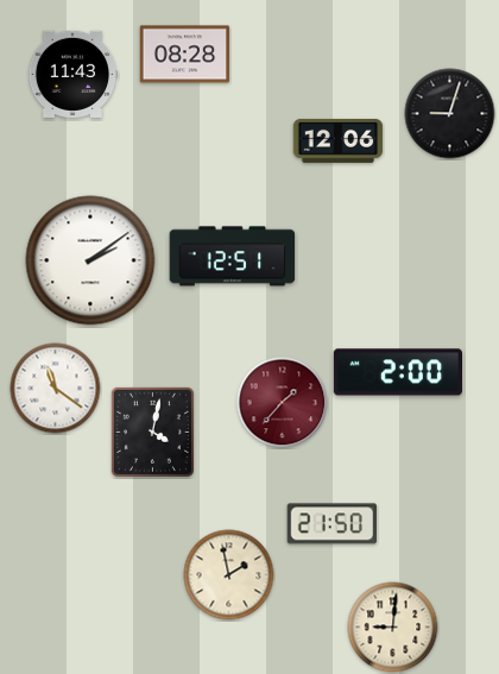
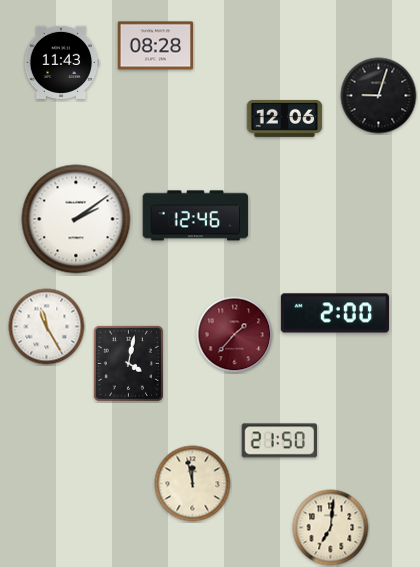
clock at (233, 257): 12:51 -> 12:46
clock at (56, 389): 11:21 -> 11:25
clock at (283, 403) position: (283, 403) -> (235, 335)
clock at (229, 575): 1:58 -> 11:58
clock at (393, 628): 9:01 -> 7:01
